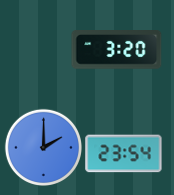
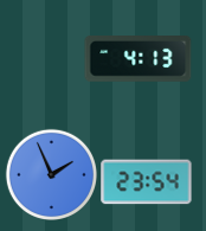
clock at (117, 50): 3:20 -> 4:13
clock at (43, 147): 2:00 -> 1:56
